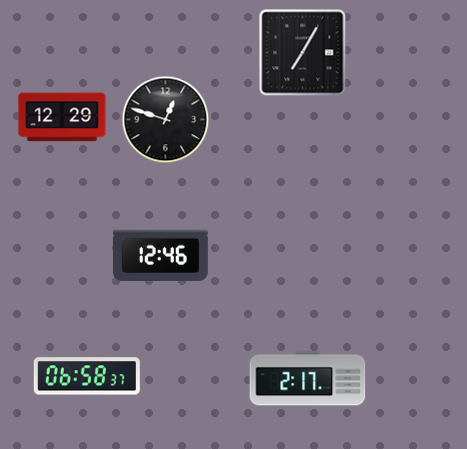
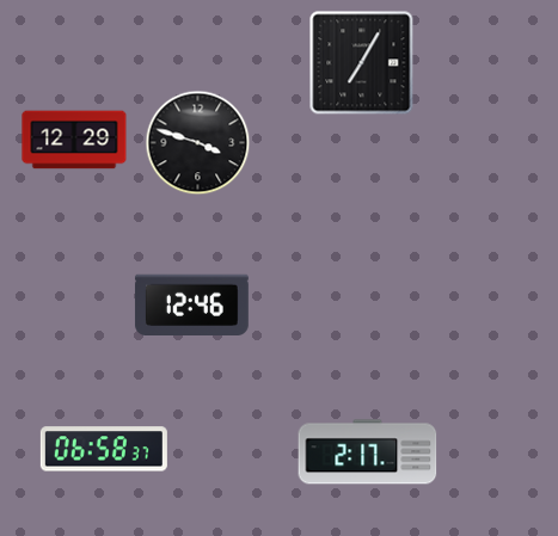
clock at (166, 120): 12:48 -> 3:48
